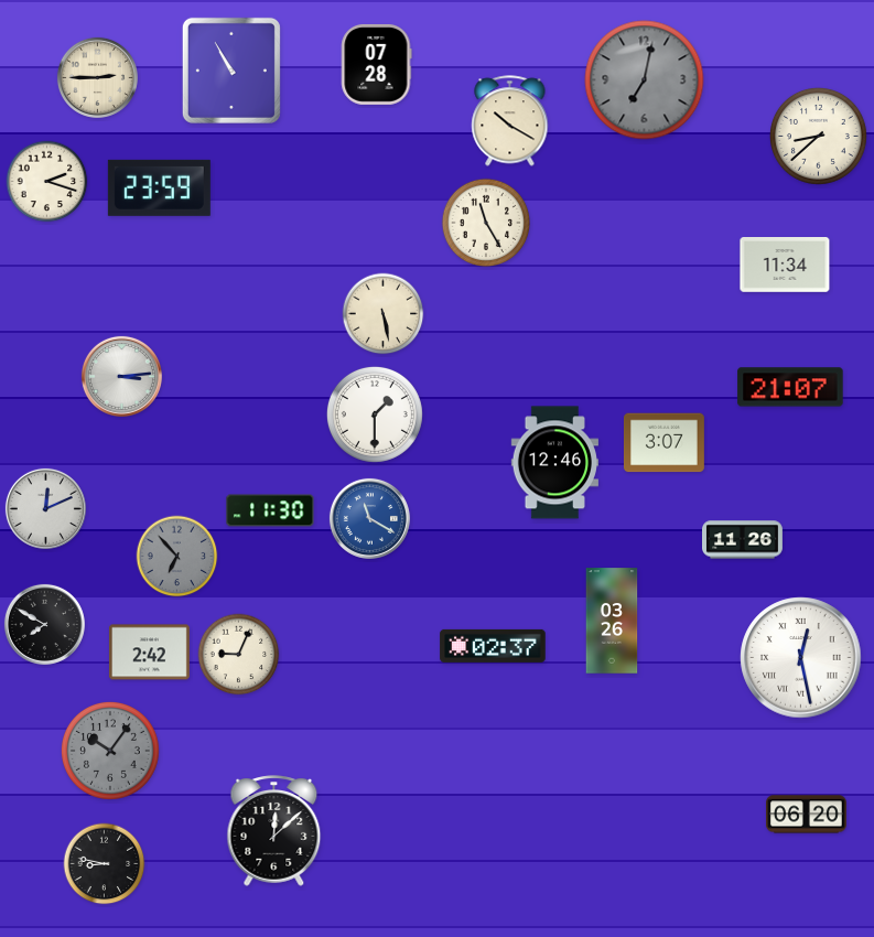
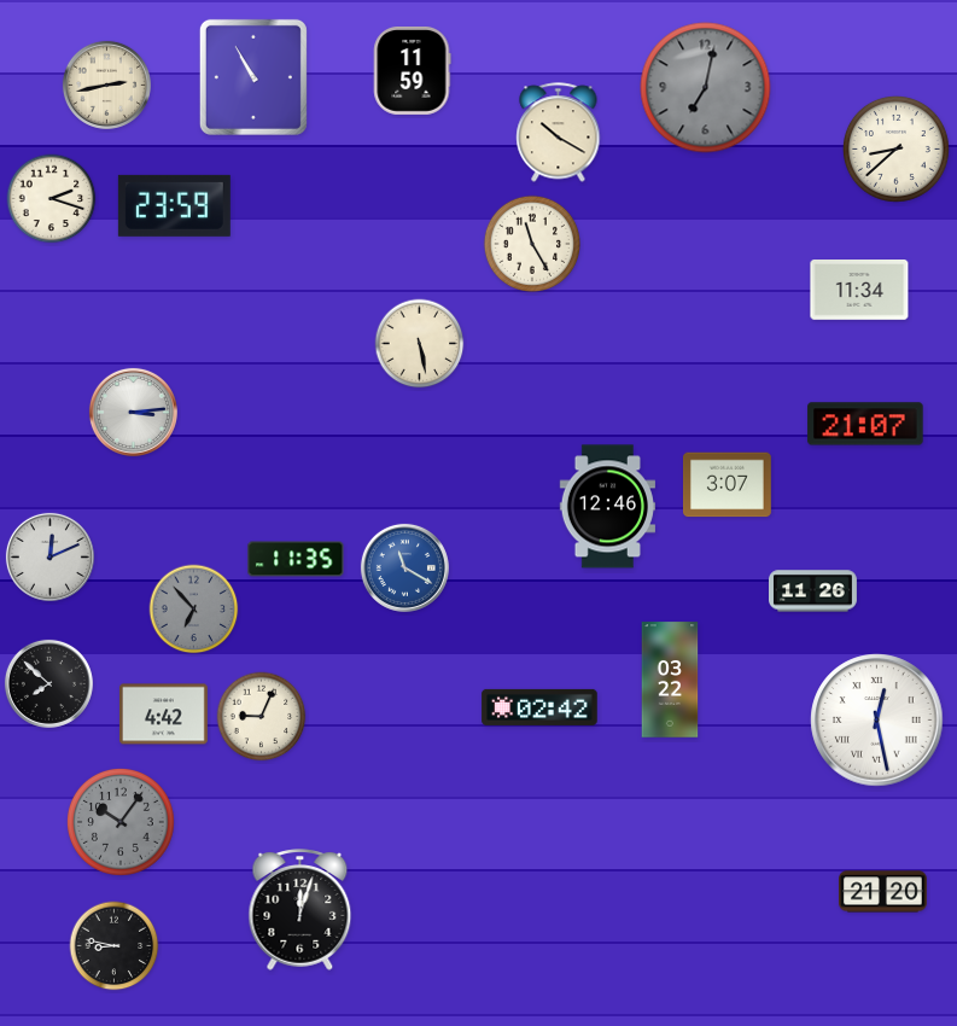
clock at (377, 64): 07:28 -> 11:59
clock at (97, 77): 2:45 -> 2:43
clock at (375, 414): 1:30 -> none
clock at (270, 510): 11:30 -> 11:35
clock at (612, 621): 03:26 -> 03:22
clock at (44, 624): 7:50 -> 7:52
clock at (493, 646): 02:37 -> 02:42
clock at (149, 653): 2:42 -> 4:42
clock at (807, 815): 06:20 -> 21:20
clock at (274, 831): 12:08 -> 12:03
